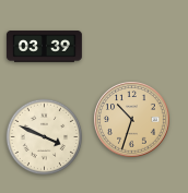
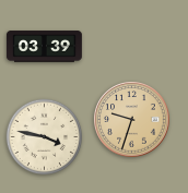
clock at (132, 120): 10:33 -> 9:33
clock at (45, 137): 3:49 -> 3:47
